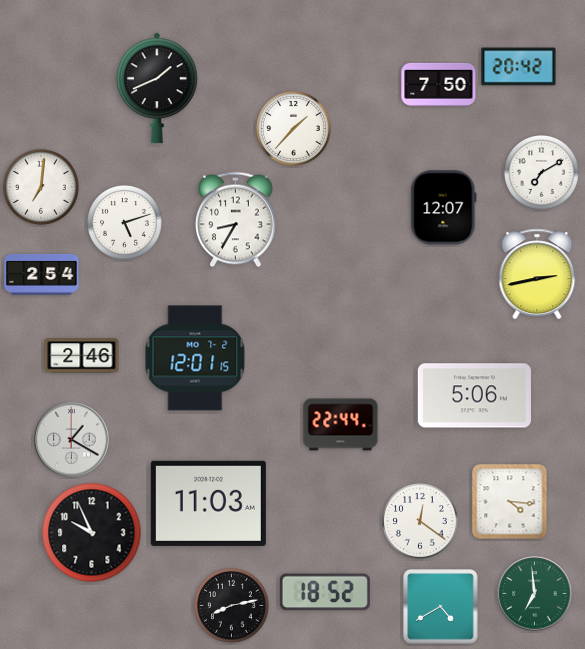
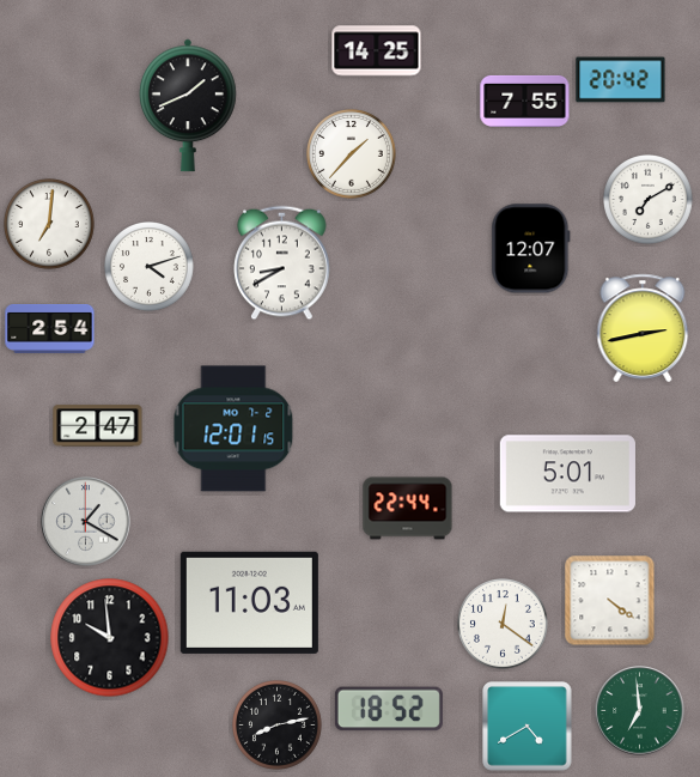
clock at (377, 51): none -> 14:25
clock at (439, 84): 7:50 -> 7:55
clock at (542, 173) position: (542, 173) -> (649, 200)
clock at (236, 220): 8:35 -> 8:40
clock at (125, 223): 5:12 -> 4:12
clock at (82, 356): 2:46 -> 2:47
clock at (474, 396): 5:06 -> 5:01
clock at (72, 440) position: (72, 440) -> (86, 522)
clock at (510, 502): 4:16 -> 4:21
clock at (92, 533): 9:56 -> 9:59
